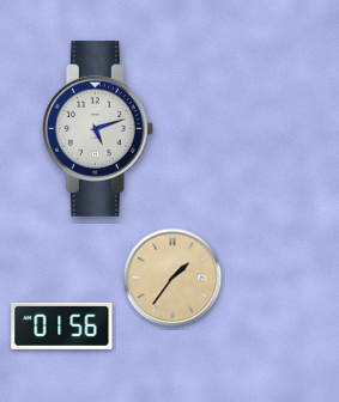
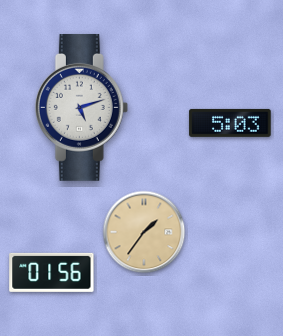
clock at (230, 123): none -> 5:03
